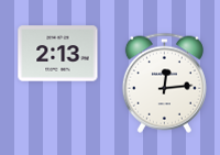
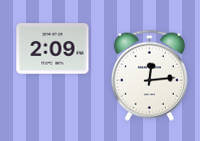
clock at (58, 54): 2:13 -> 2:09
